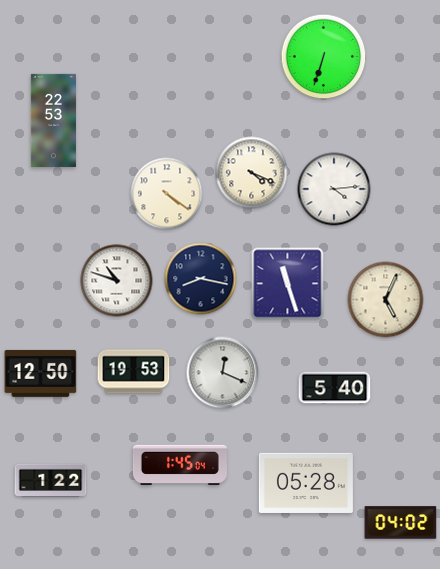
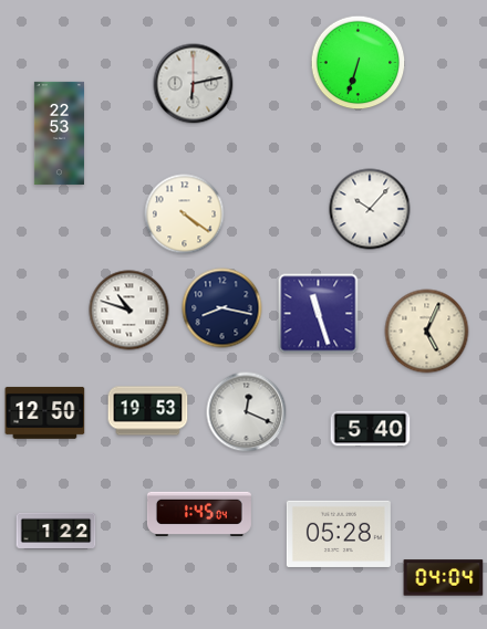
clock at (194, 84): none -> 6:13
clock at (252, 173): 4:19 -> none
clock at (334, 189): 4:14 -> 10:07
clock at (401, 523): 04:02 -> 04:04
